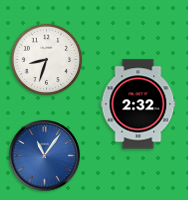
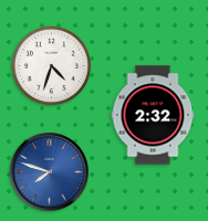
clock at (47, 60): 8:33 -> 4:33
clock at (45, 156): 11:06 -> 7:48
